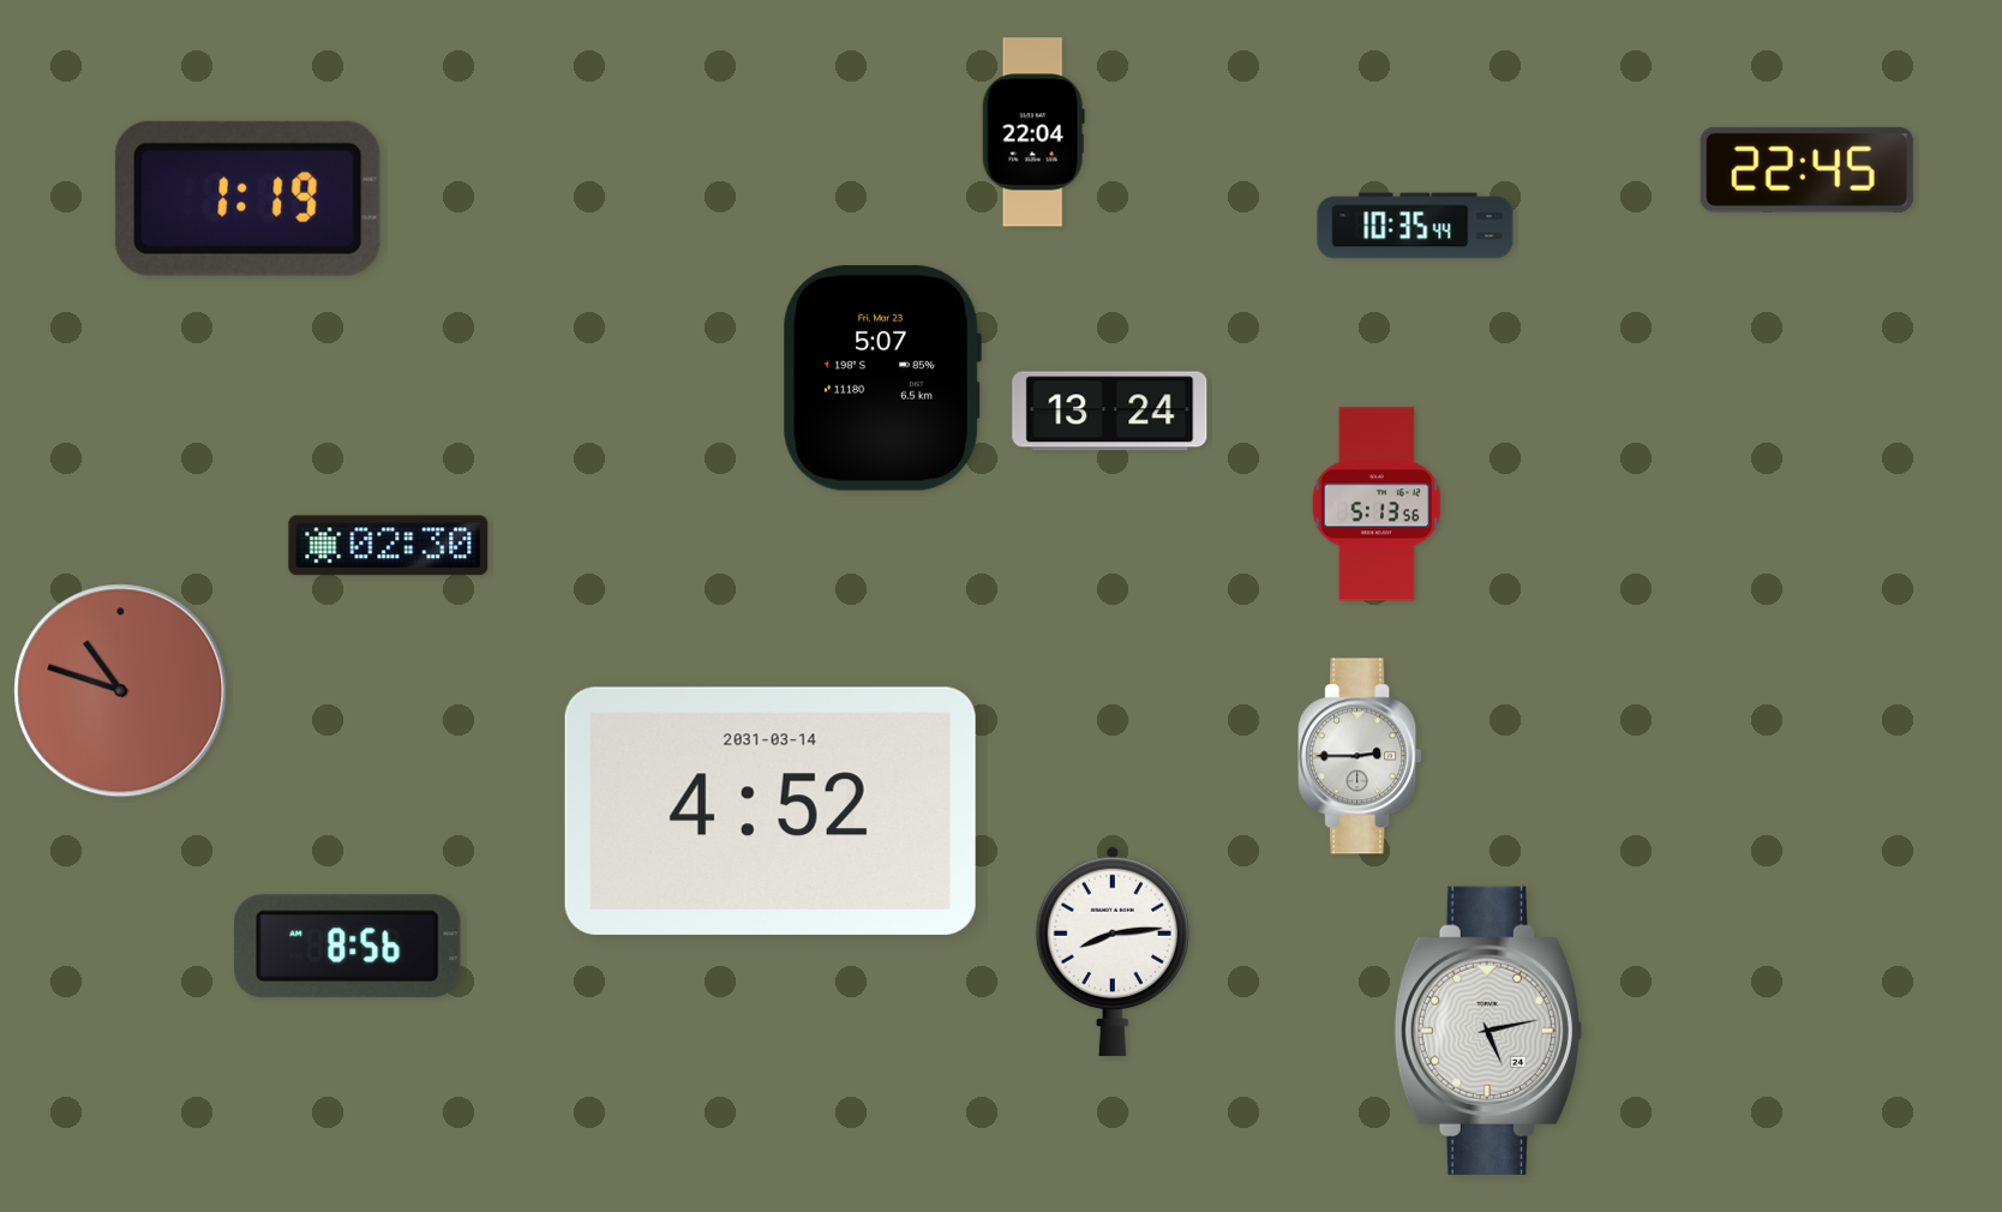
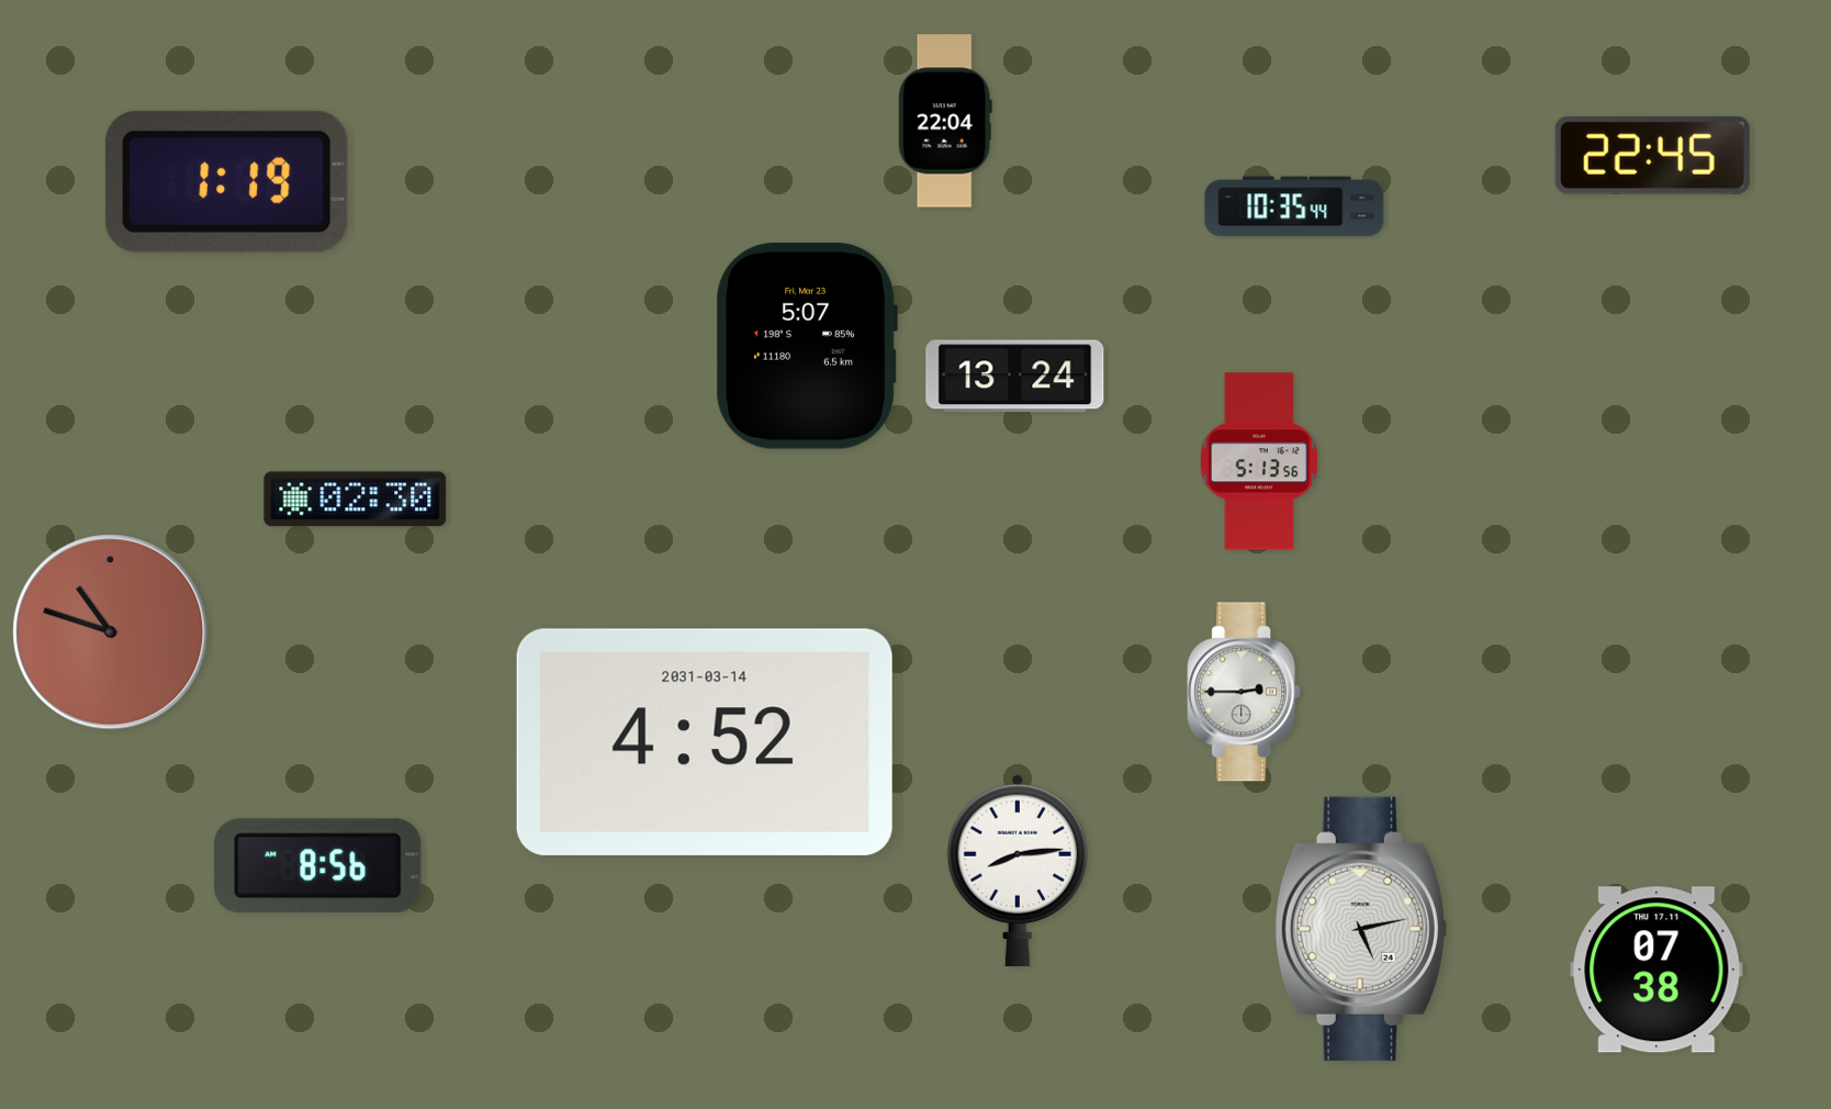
clock at (1488, 1031) position: (1488, 1031) -> (1361, 929)
clock at (1656, 970): none -> 07:38
